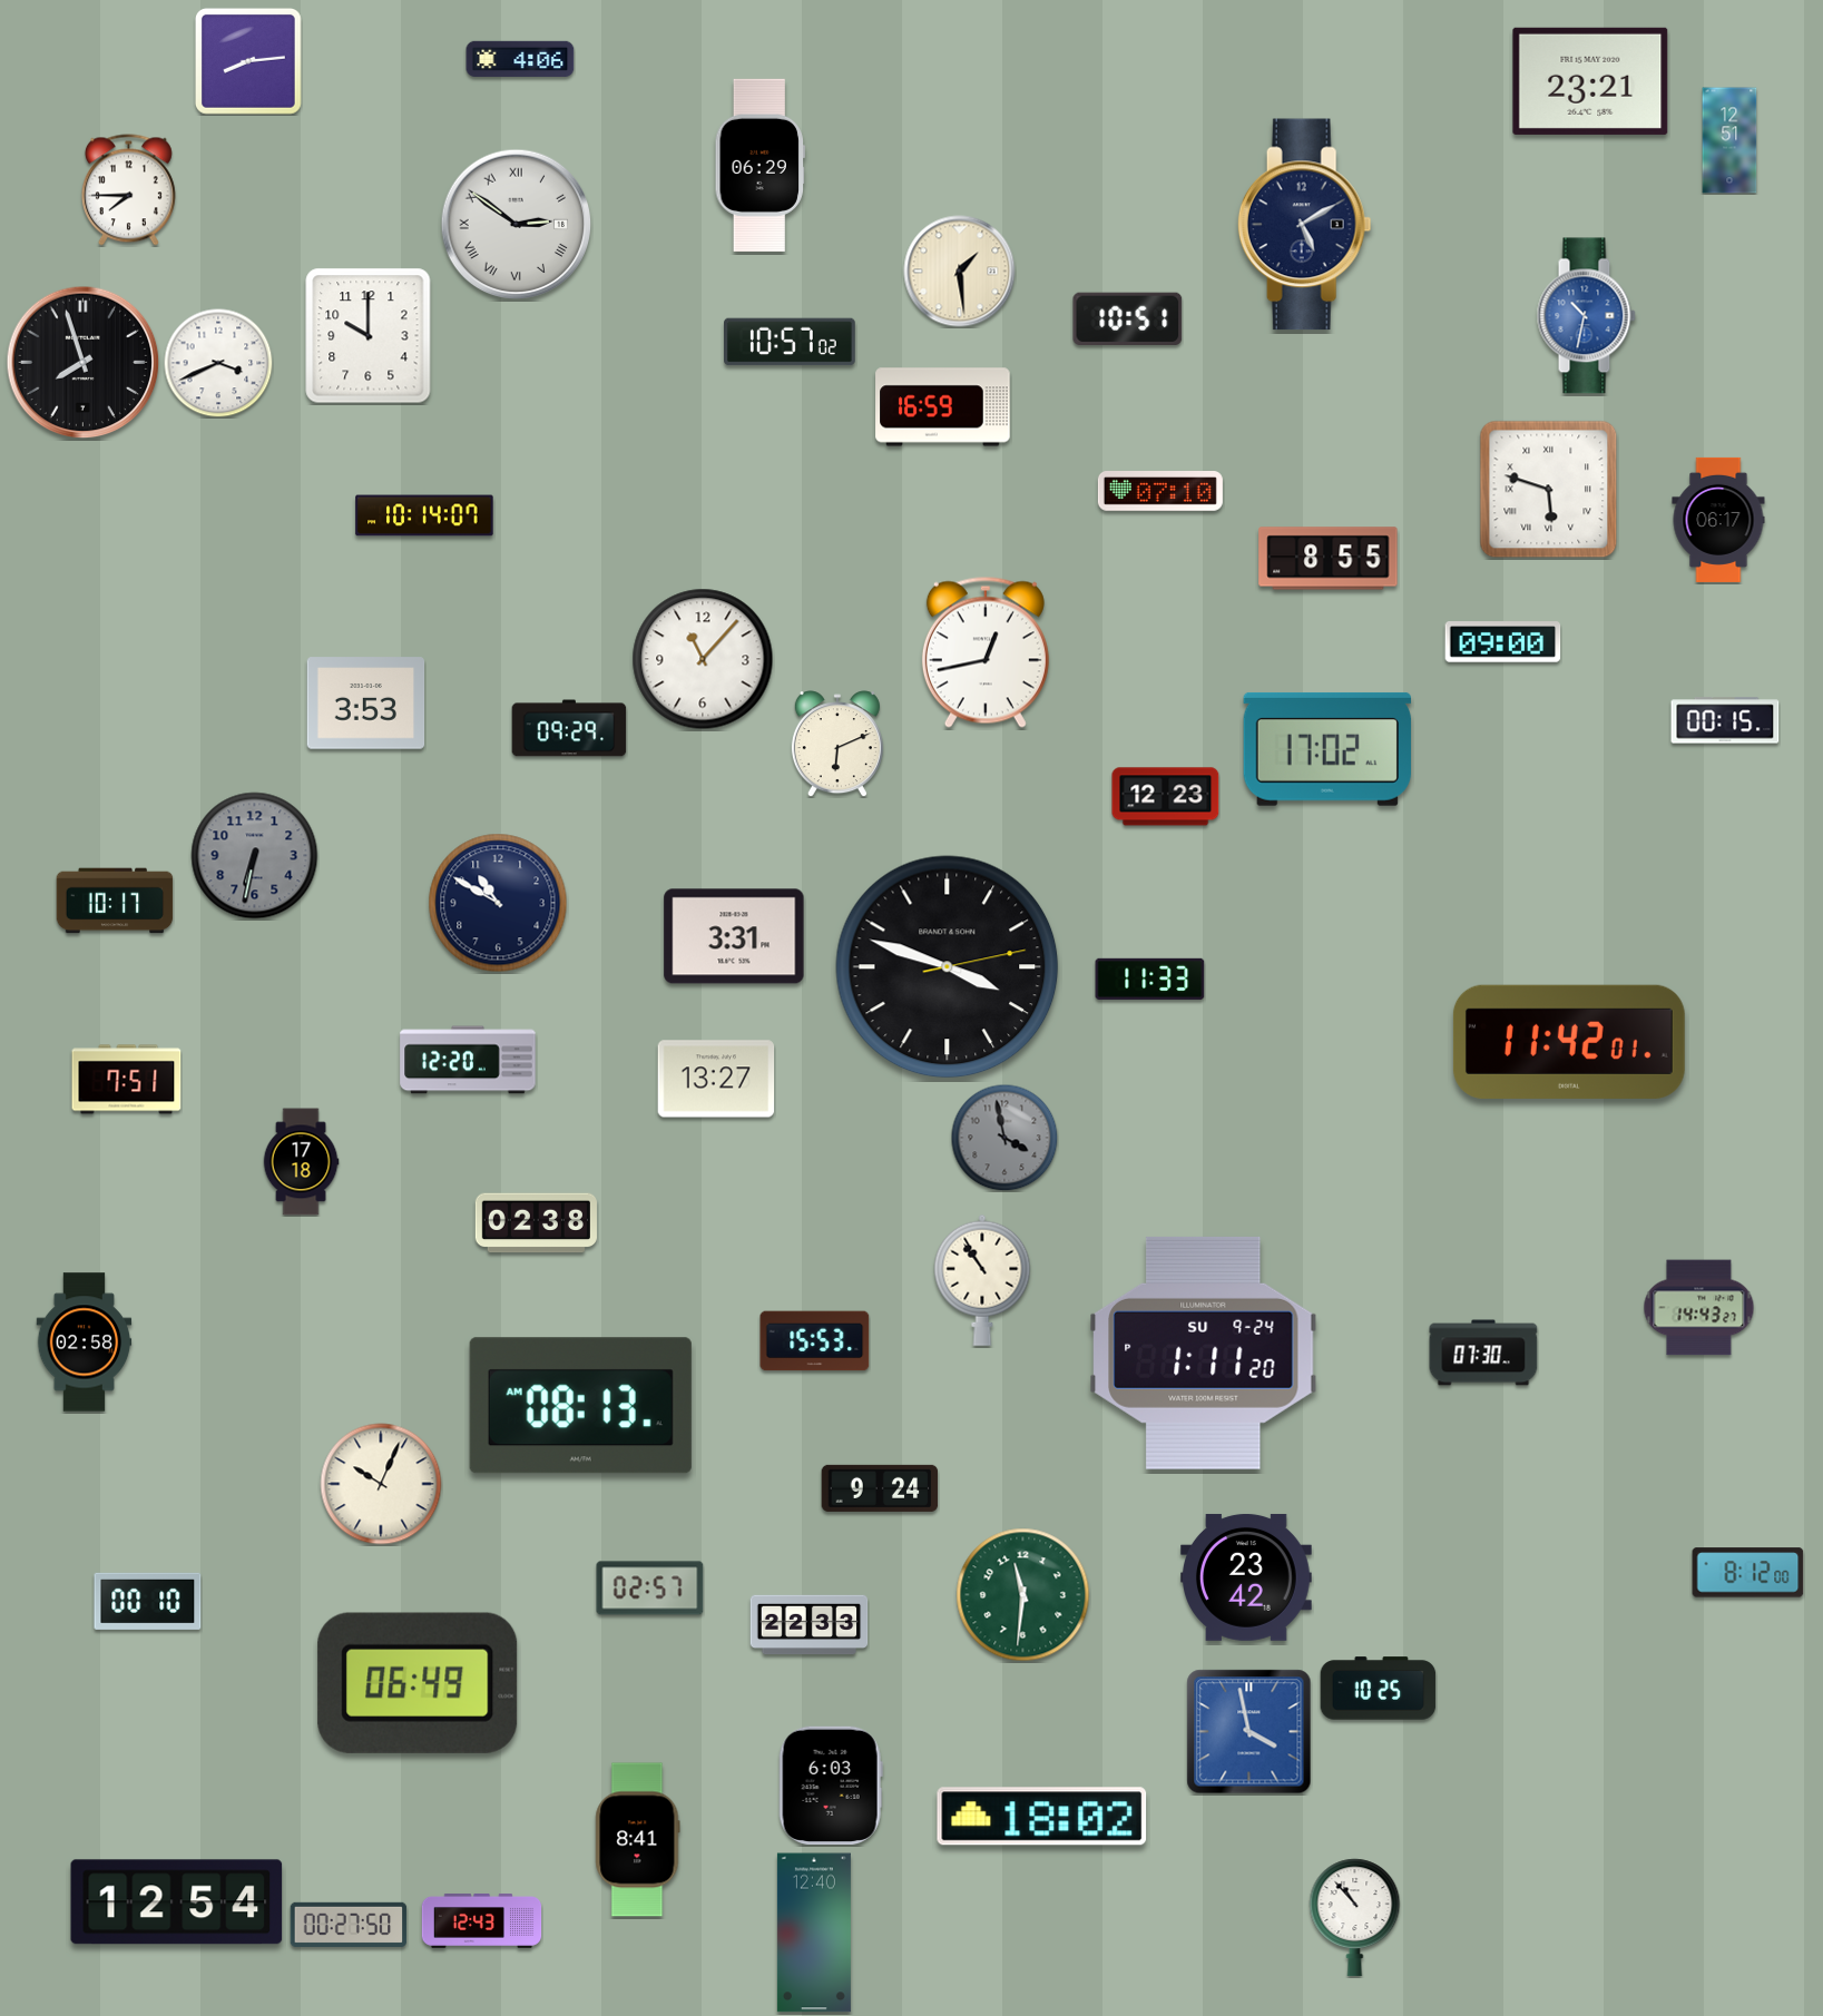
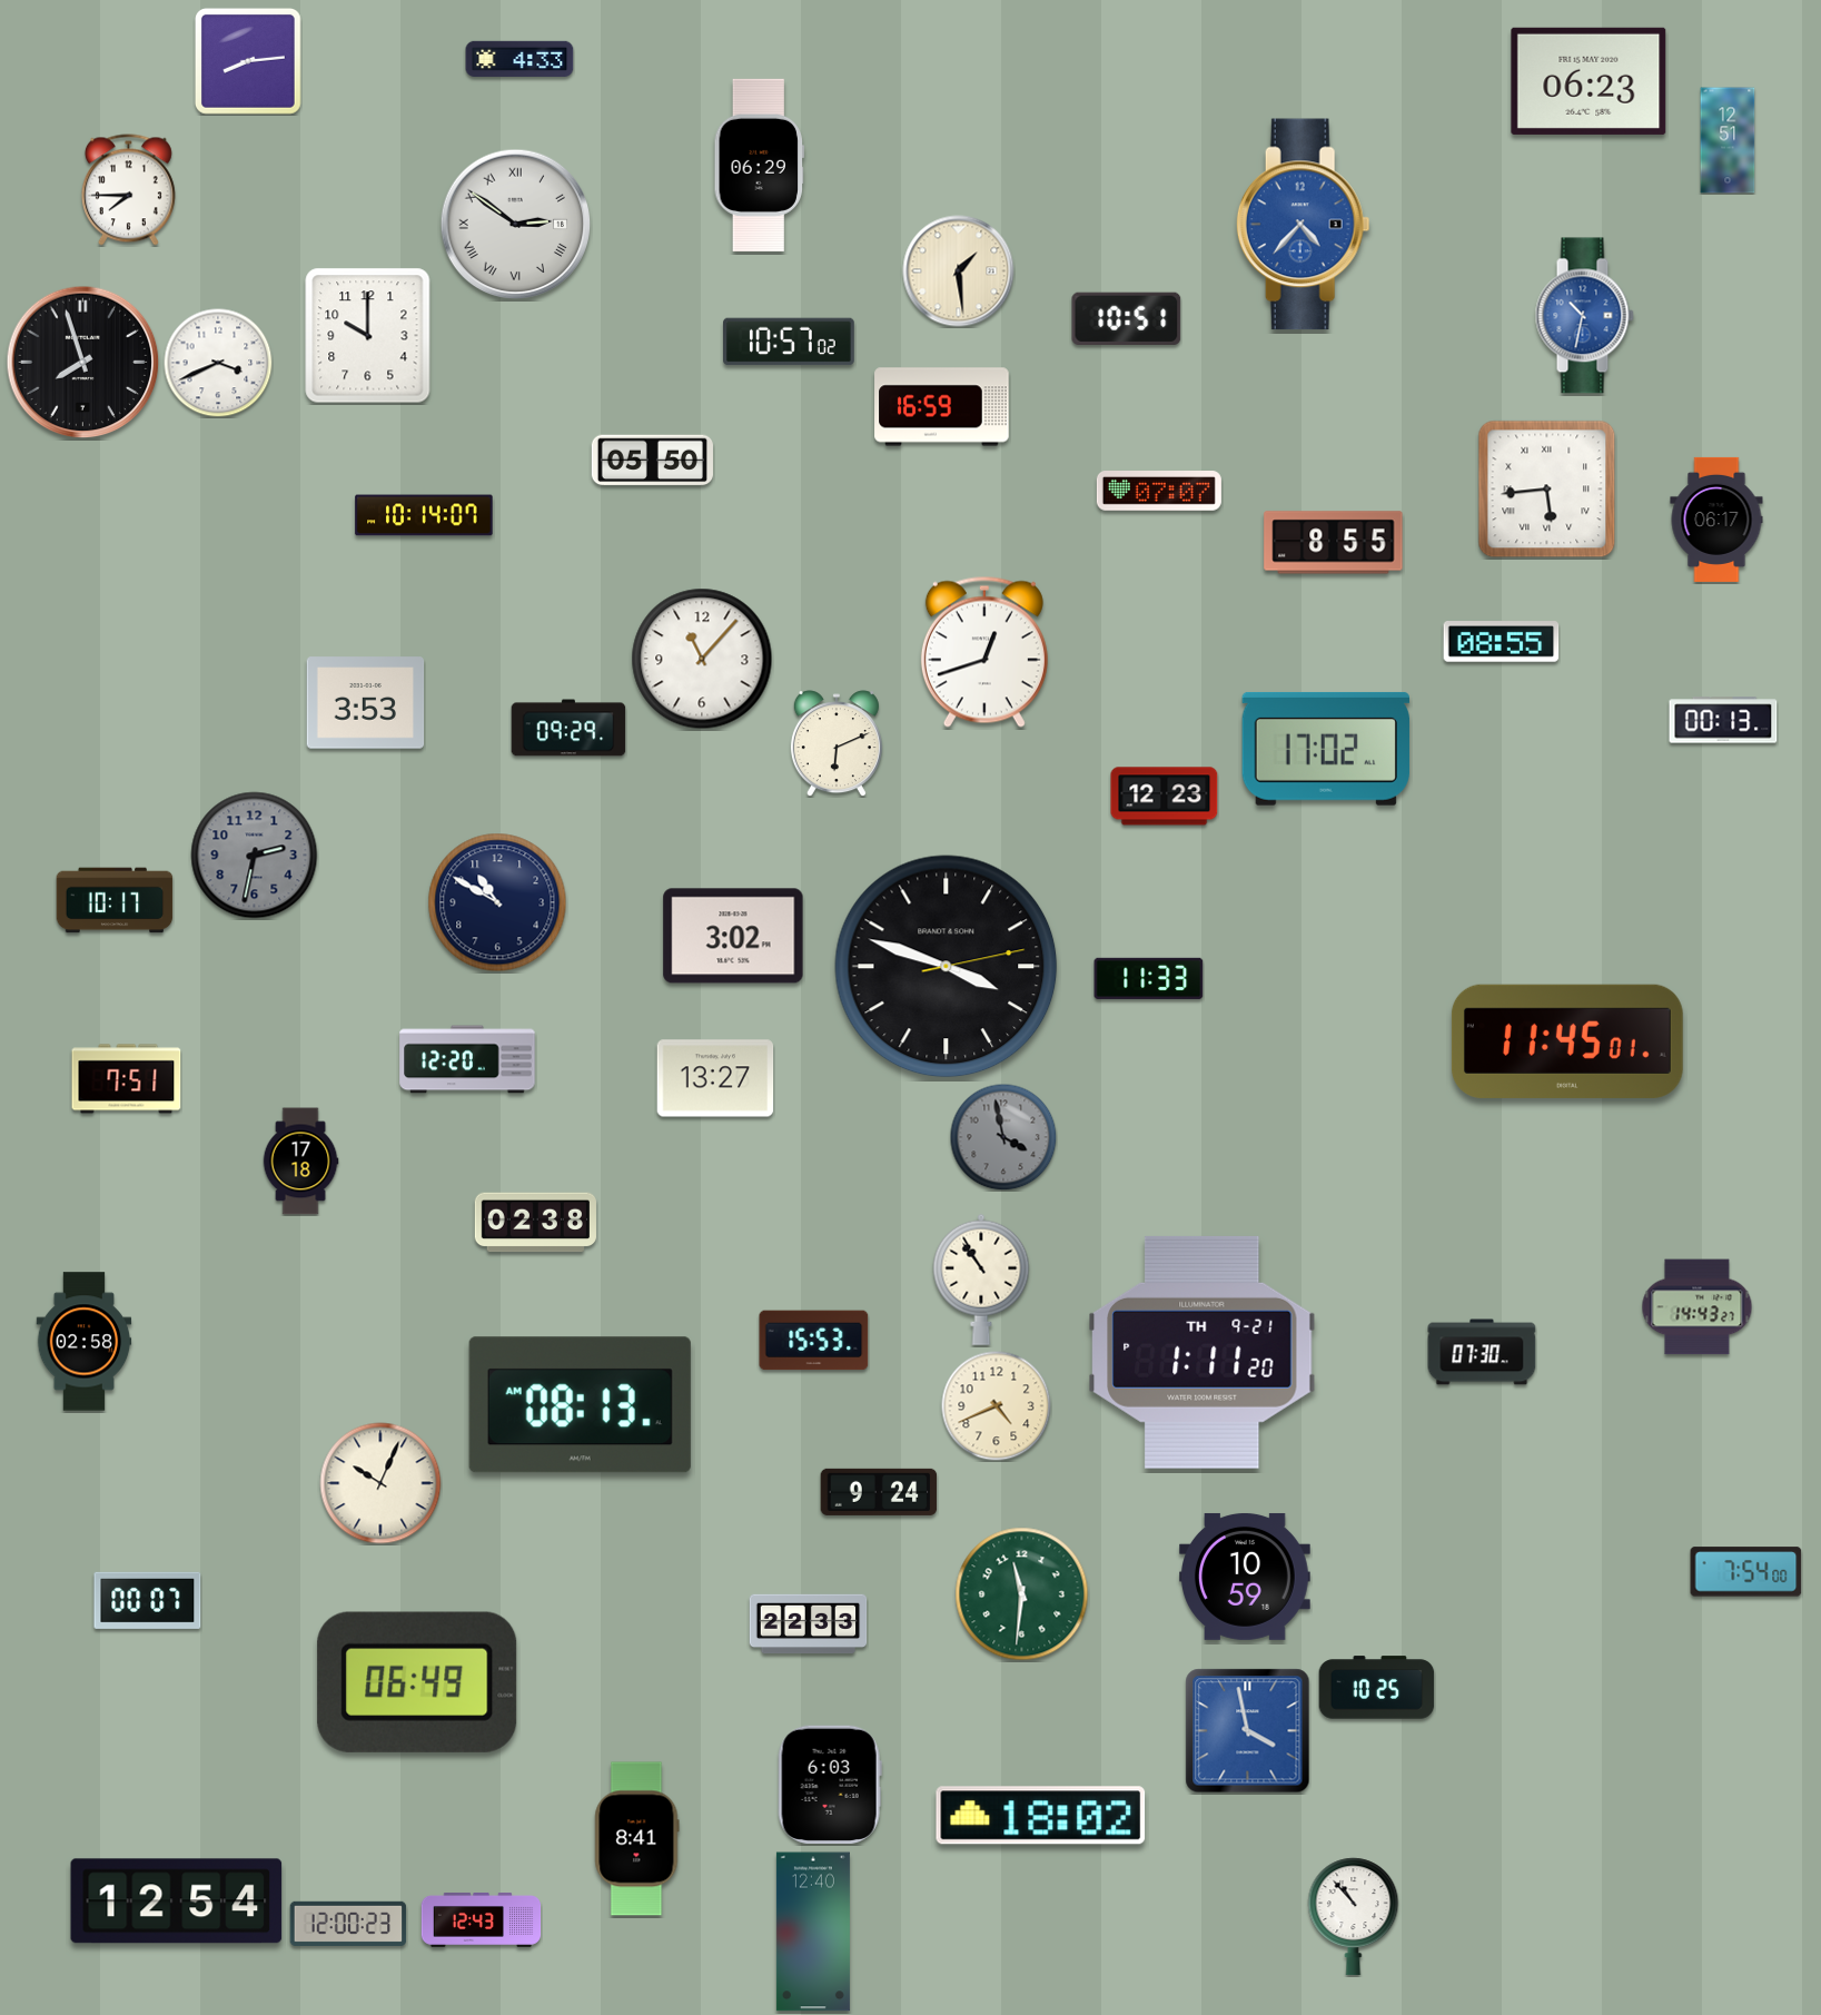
clock at (520, 59): 4:06 -> 4:33
clock at (1590, 81): 23:21 -> 06:23
clock at (1304, 225): 5:10 -> 4:37
clock at (1304, 225) dial: navy -> blue
clock at (652, 461): none -> 05:50
clock at (1549, 490): 5:48 -> 5:44
clock at (1160, 492): 07:10 -> 07:07
clock at (1329, 559) position: (1329, 559) -> (1334, 543)
clock at (1503, 642): 09:00 -> 08:55
clock at (986, 652): 12:43 -> 12:42
clock at (1725, 720): 00:15 -> 00:13
clock at (255, 856): 6:32 -> 2:32
clock at (734, 936): 3:31 -> 3:02
clock at (1569, 1042): 11:42 -> 11:45
clock at (1204, 1353) date: SU 9-24 -> TH 9-21
clock at (997, 1406): none -> 4:41
clock at (880, 1488) position: (880, 1488) -> (879, 1492)
clock at (1748, 1573): 8:12 -> 7:54
clock at (1247, 1577): 23:42 -> 10:59
clock at (650, 1589): 02:57 -> none
clock at (148, 1601): 00:10 -> 00:07
clock at (349, 1925): 00:27 -> 12:00
